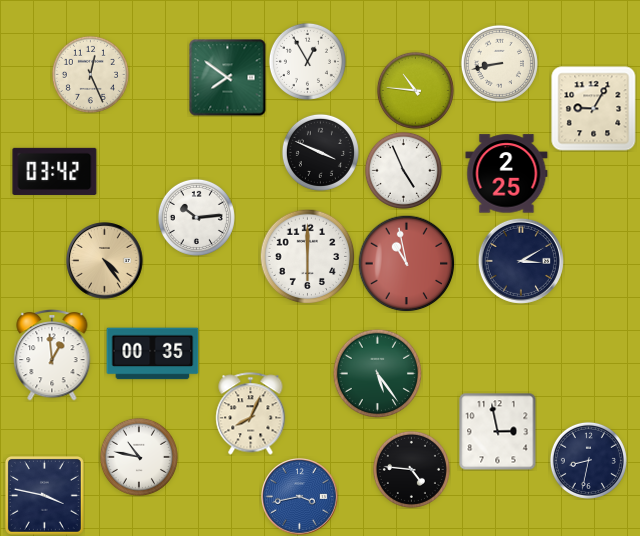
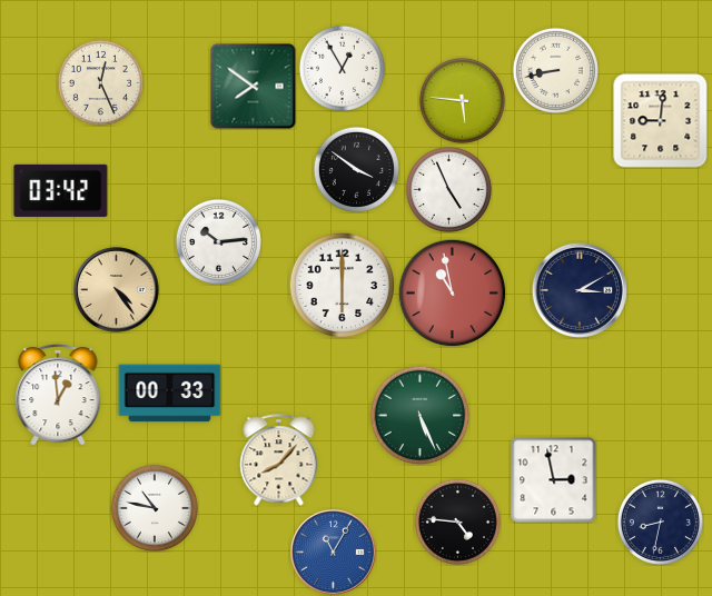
clock at (415, 90): 10:46 -> 5:46
clock at (594, 109): 9:05 -> 9:01
clock at (320, 152): 3:49 -> 3:51
clock at (507, 174): 2:25 -> none
clock at (153, 354): 00:35 -> 00:33
clock at (377, 373): 5:24 -> 5:26
clock at (251, 414): 8:04 -> 8:07
clock at (588, 460) position: (588, 460) -> (660, 521)
clock at (44, 495): 3:47 -> none
clock at (300, 497): 3:43 -> 11:05
